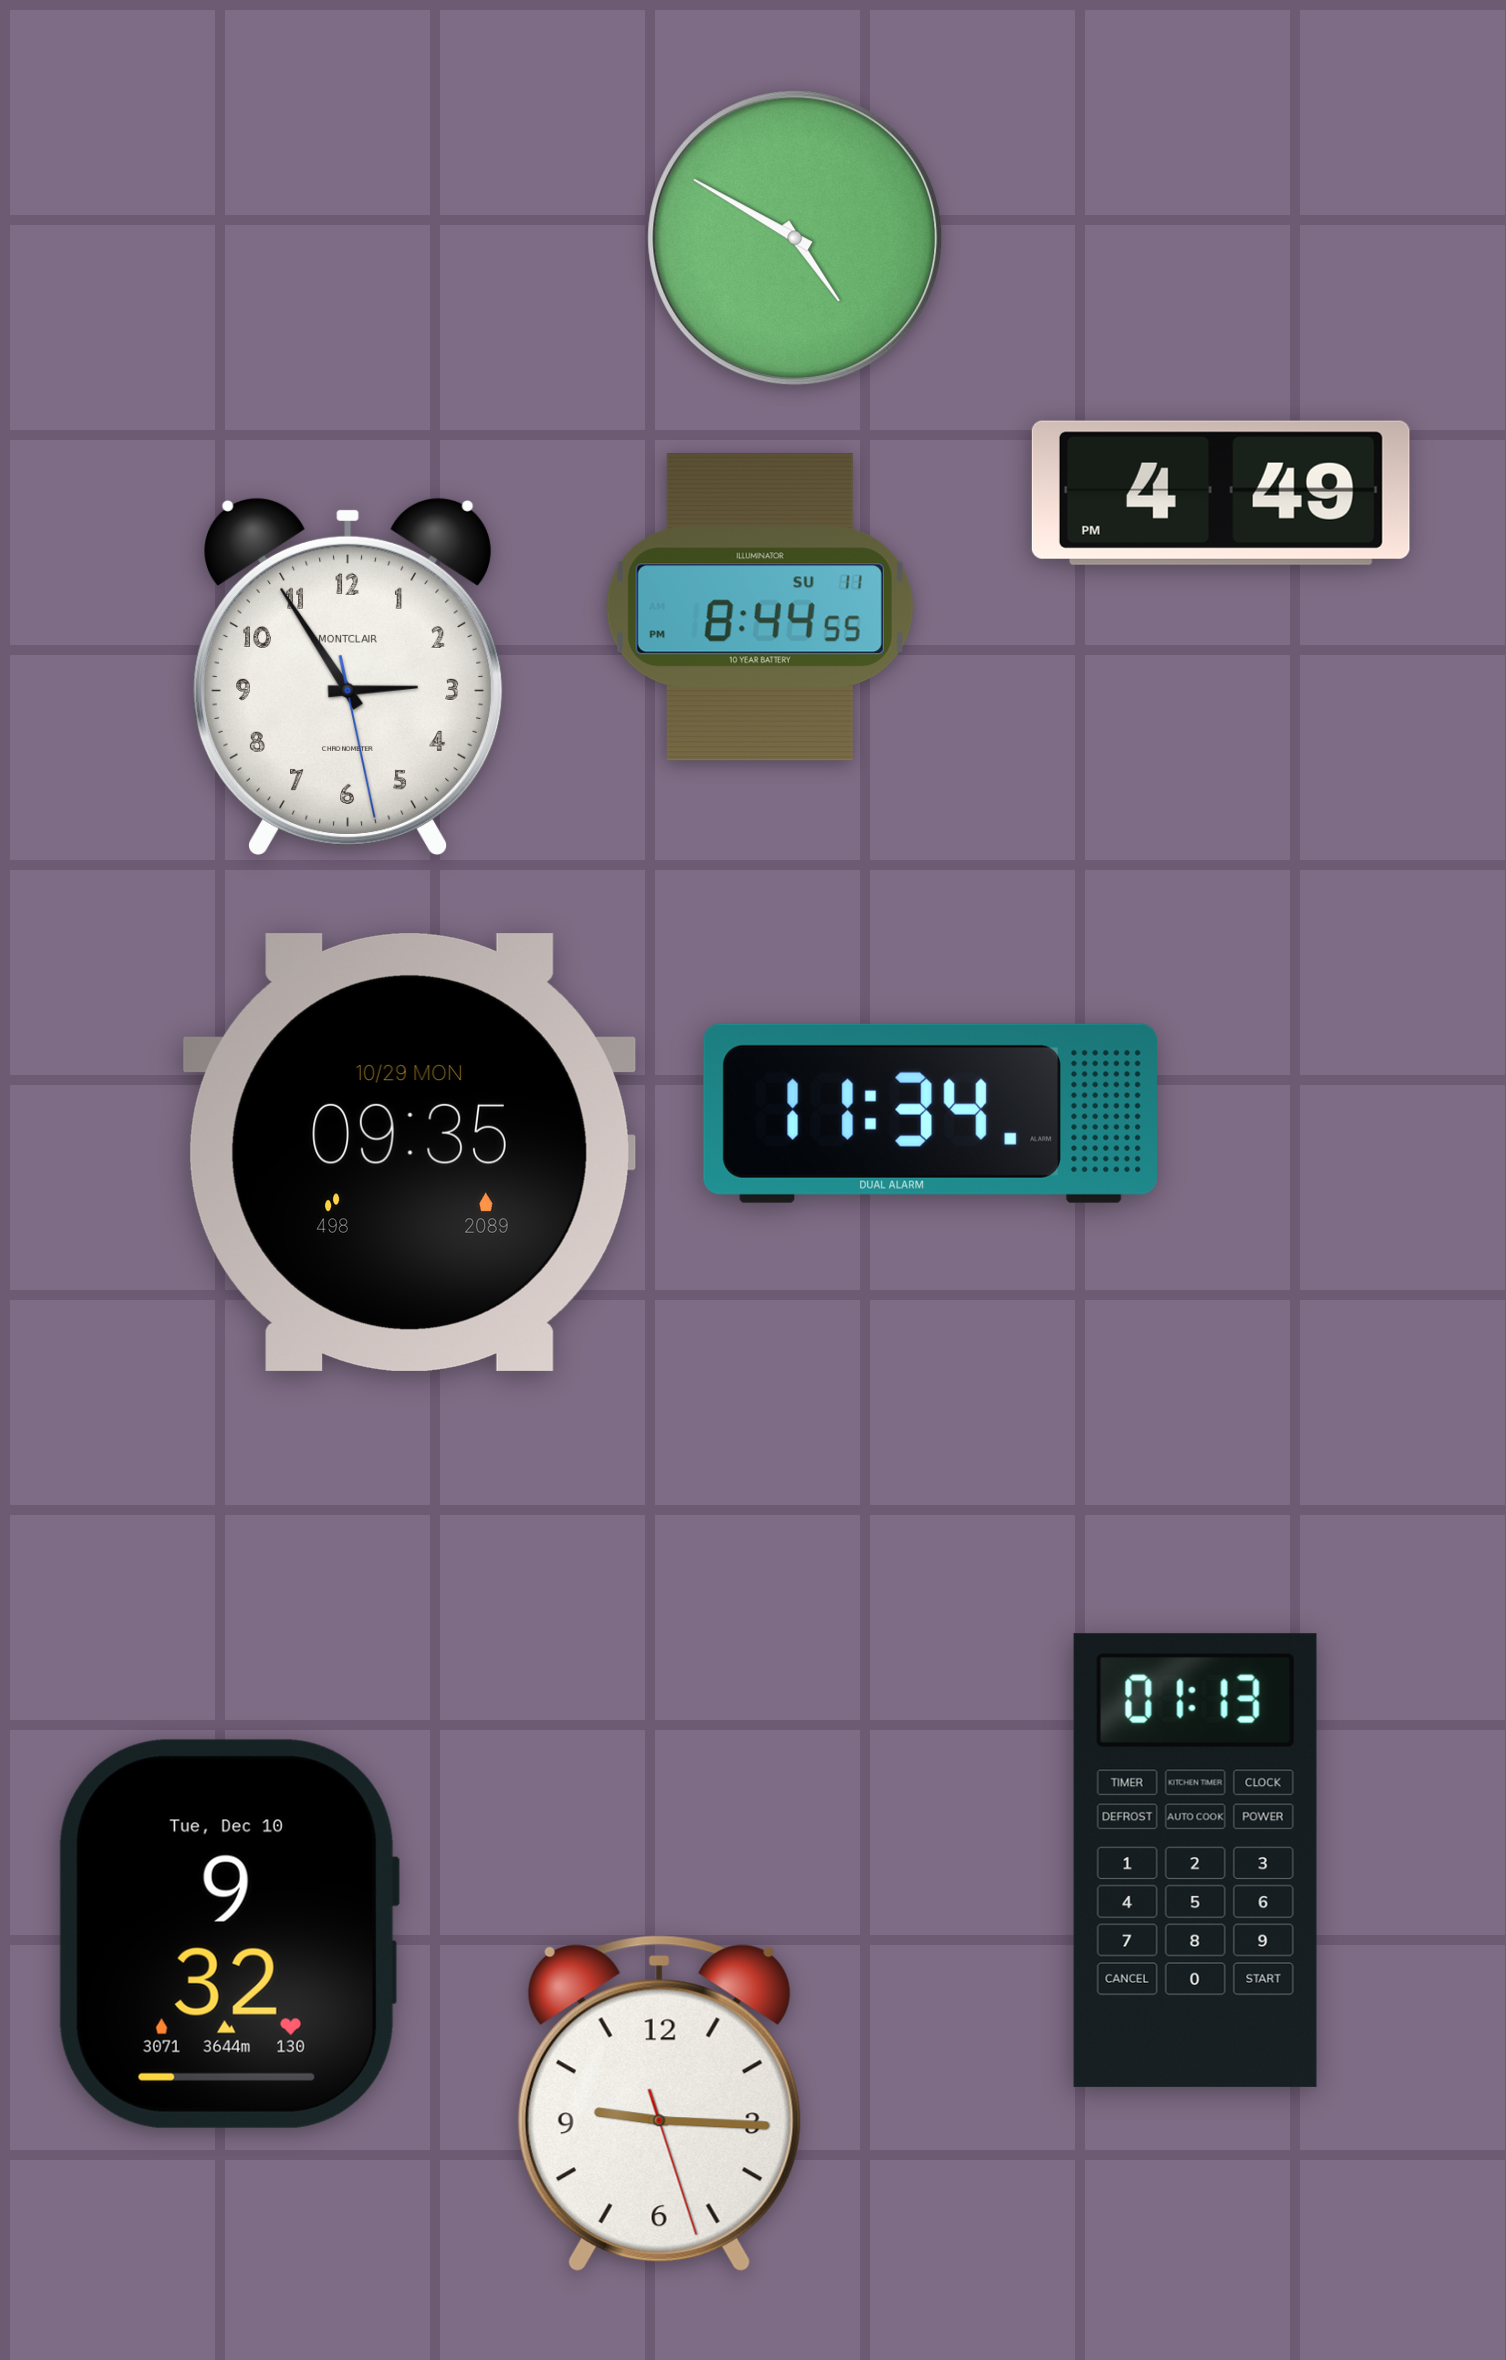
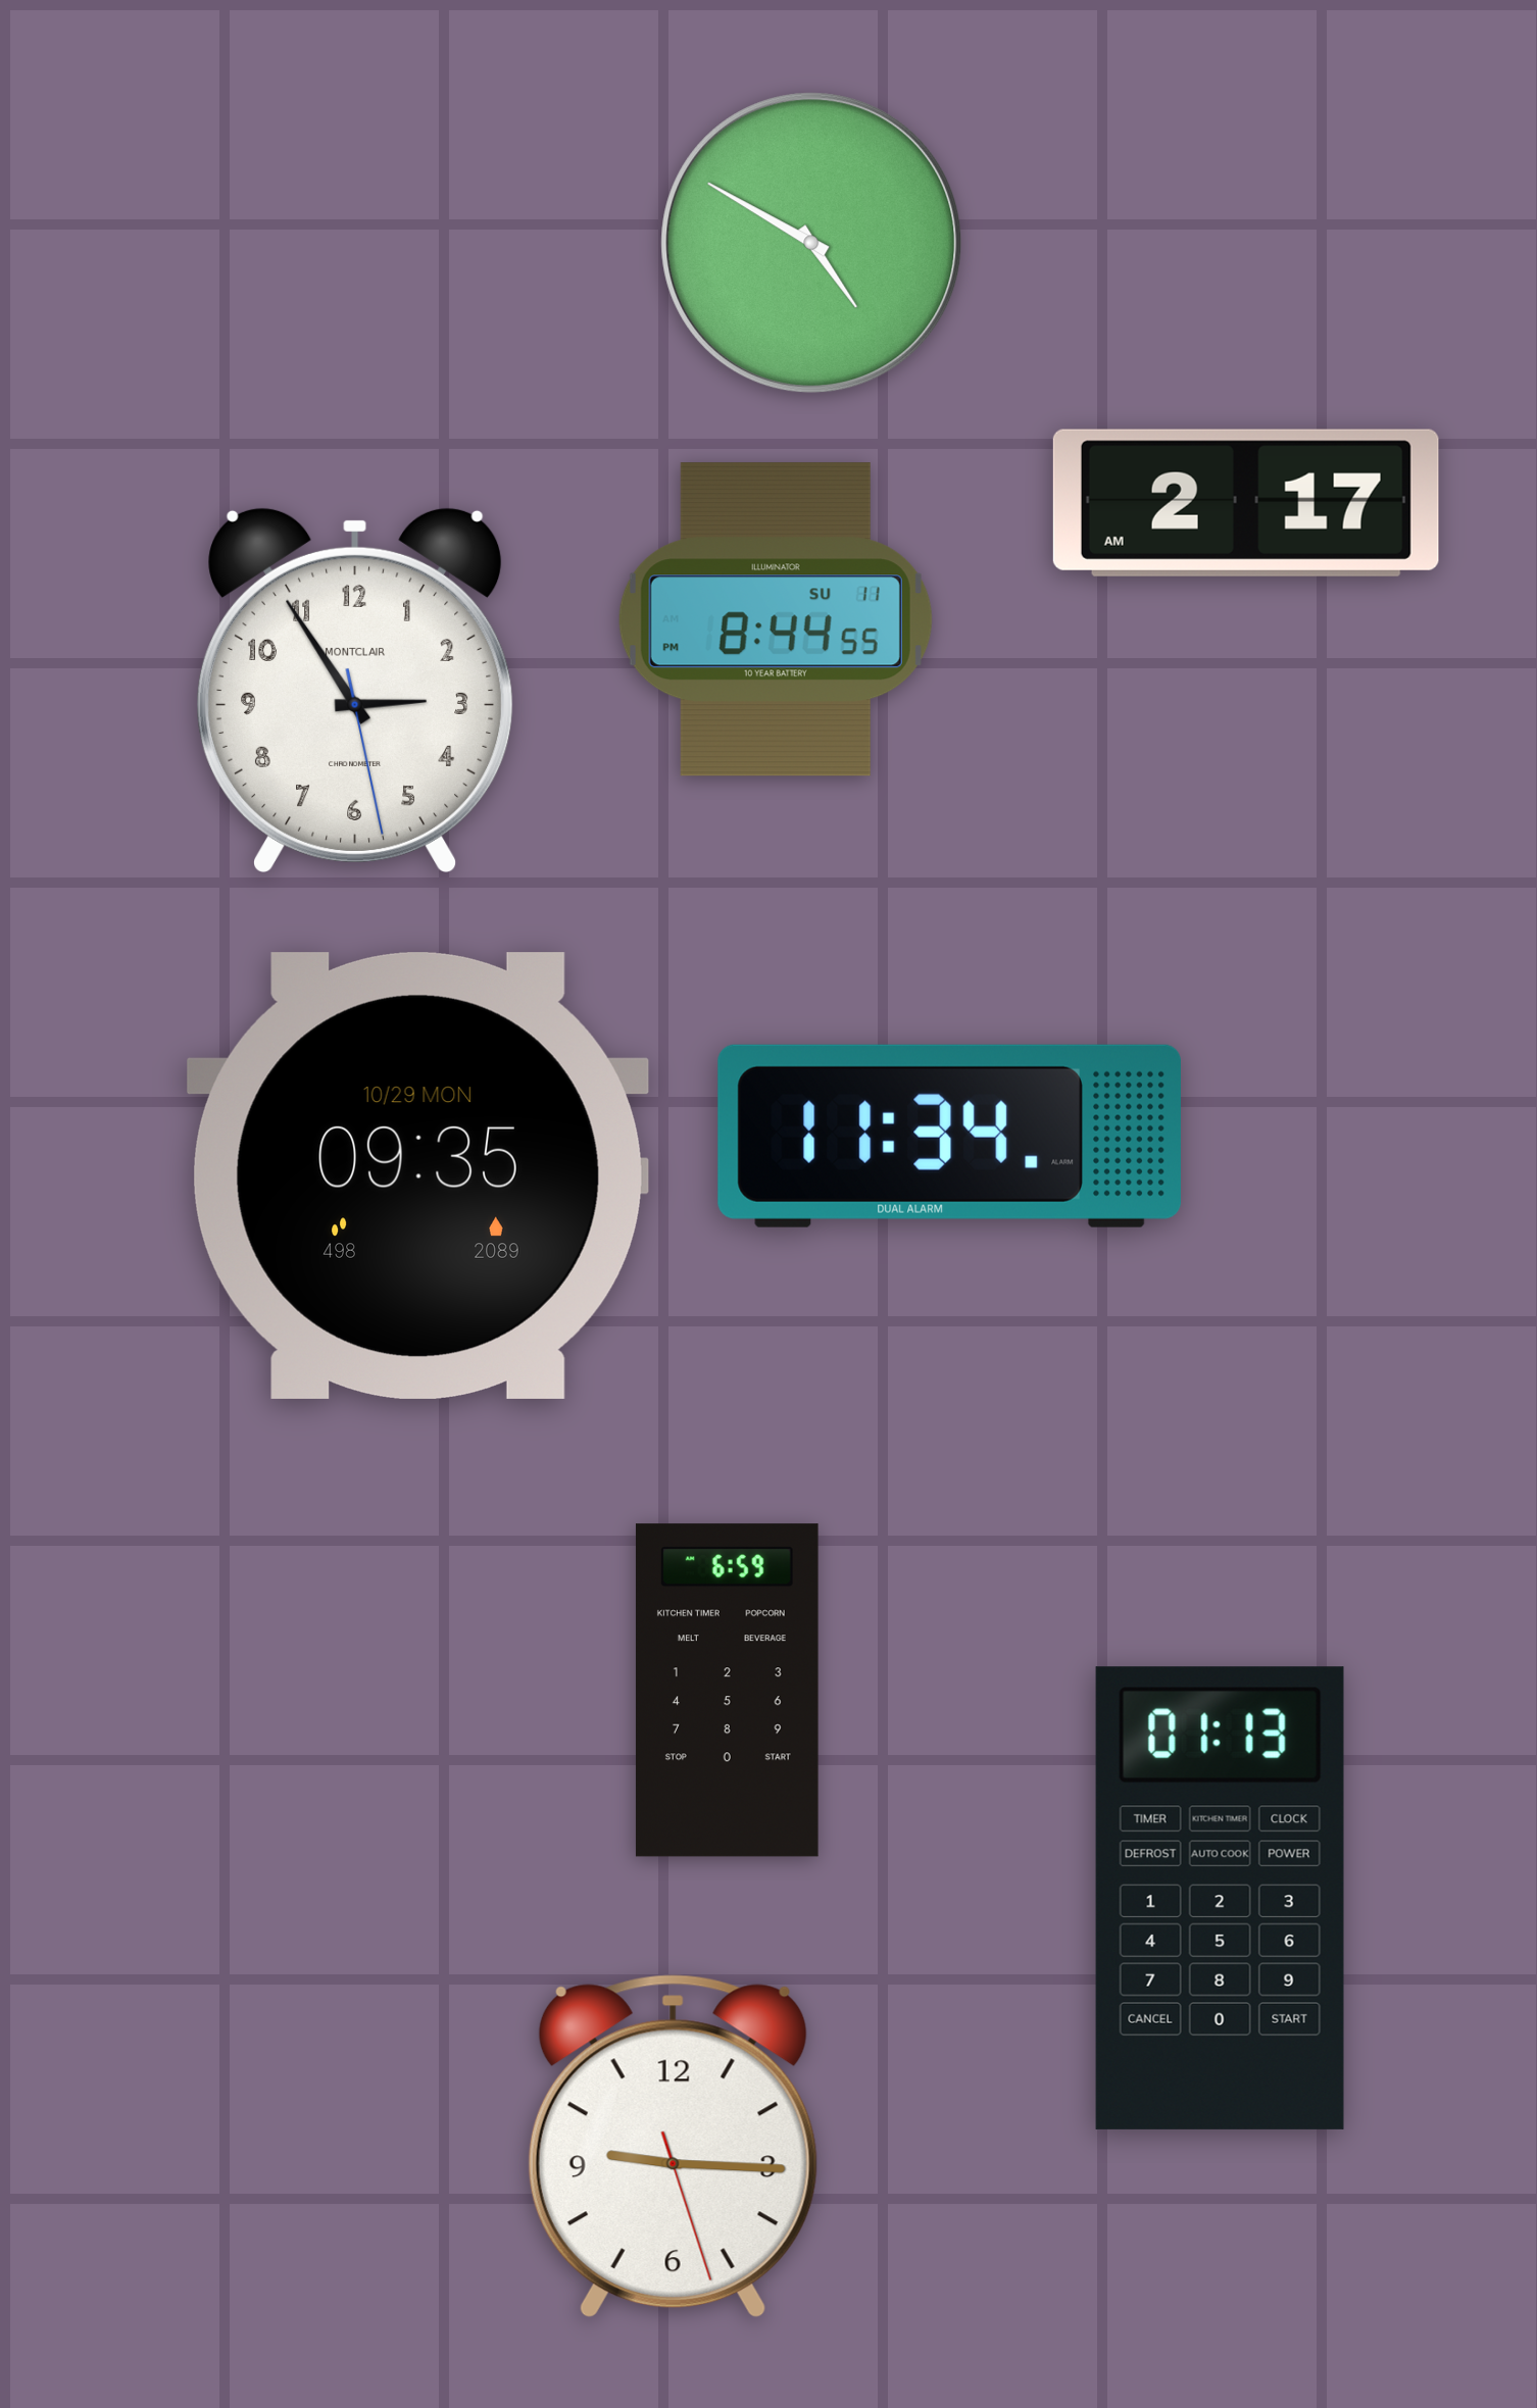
clock at (1221, 493): 4:49 -> 2:17
clock at (727, 1691): none -> 6:59
clock at (228, 1934): 9:32 -> none
